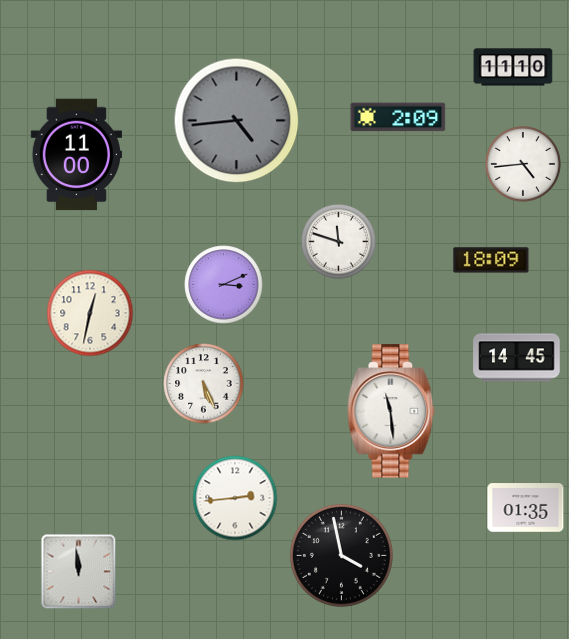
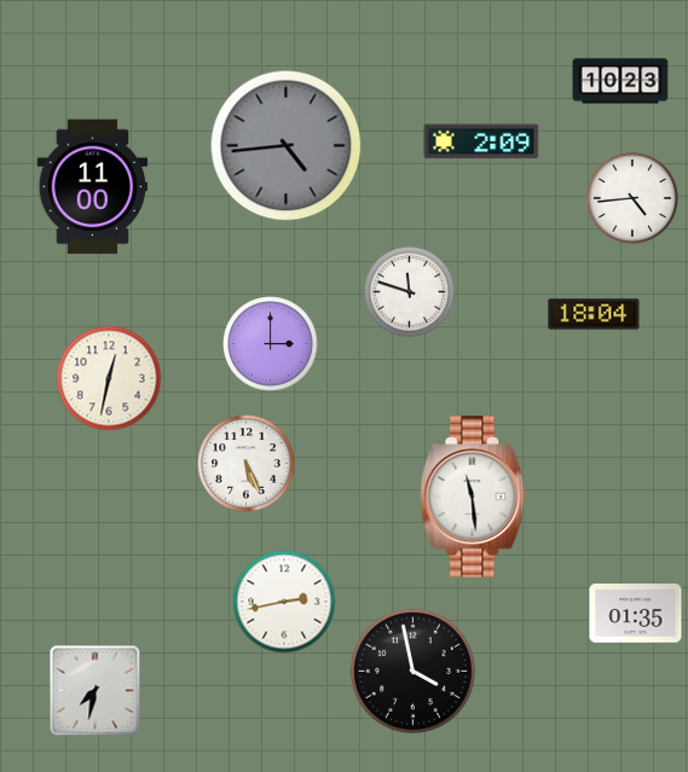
clock at (513, 67): 11:10 -> 10:23
clock at (491, 260): 18:09 -> 18:04
clock at (224, 285): 3:11 -> 3:00
clock at (517, 358): 14:45 -> none
clock at (235, 498): 2:44 -> 2:43
clock at (79, 572): 11:59 -> 7:32
